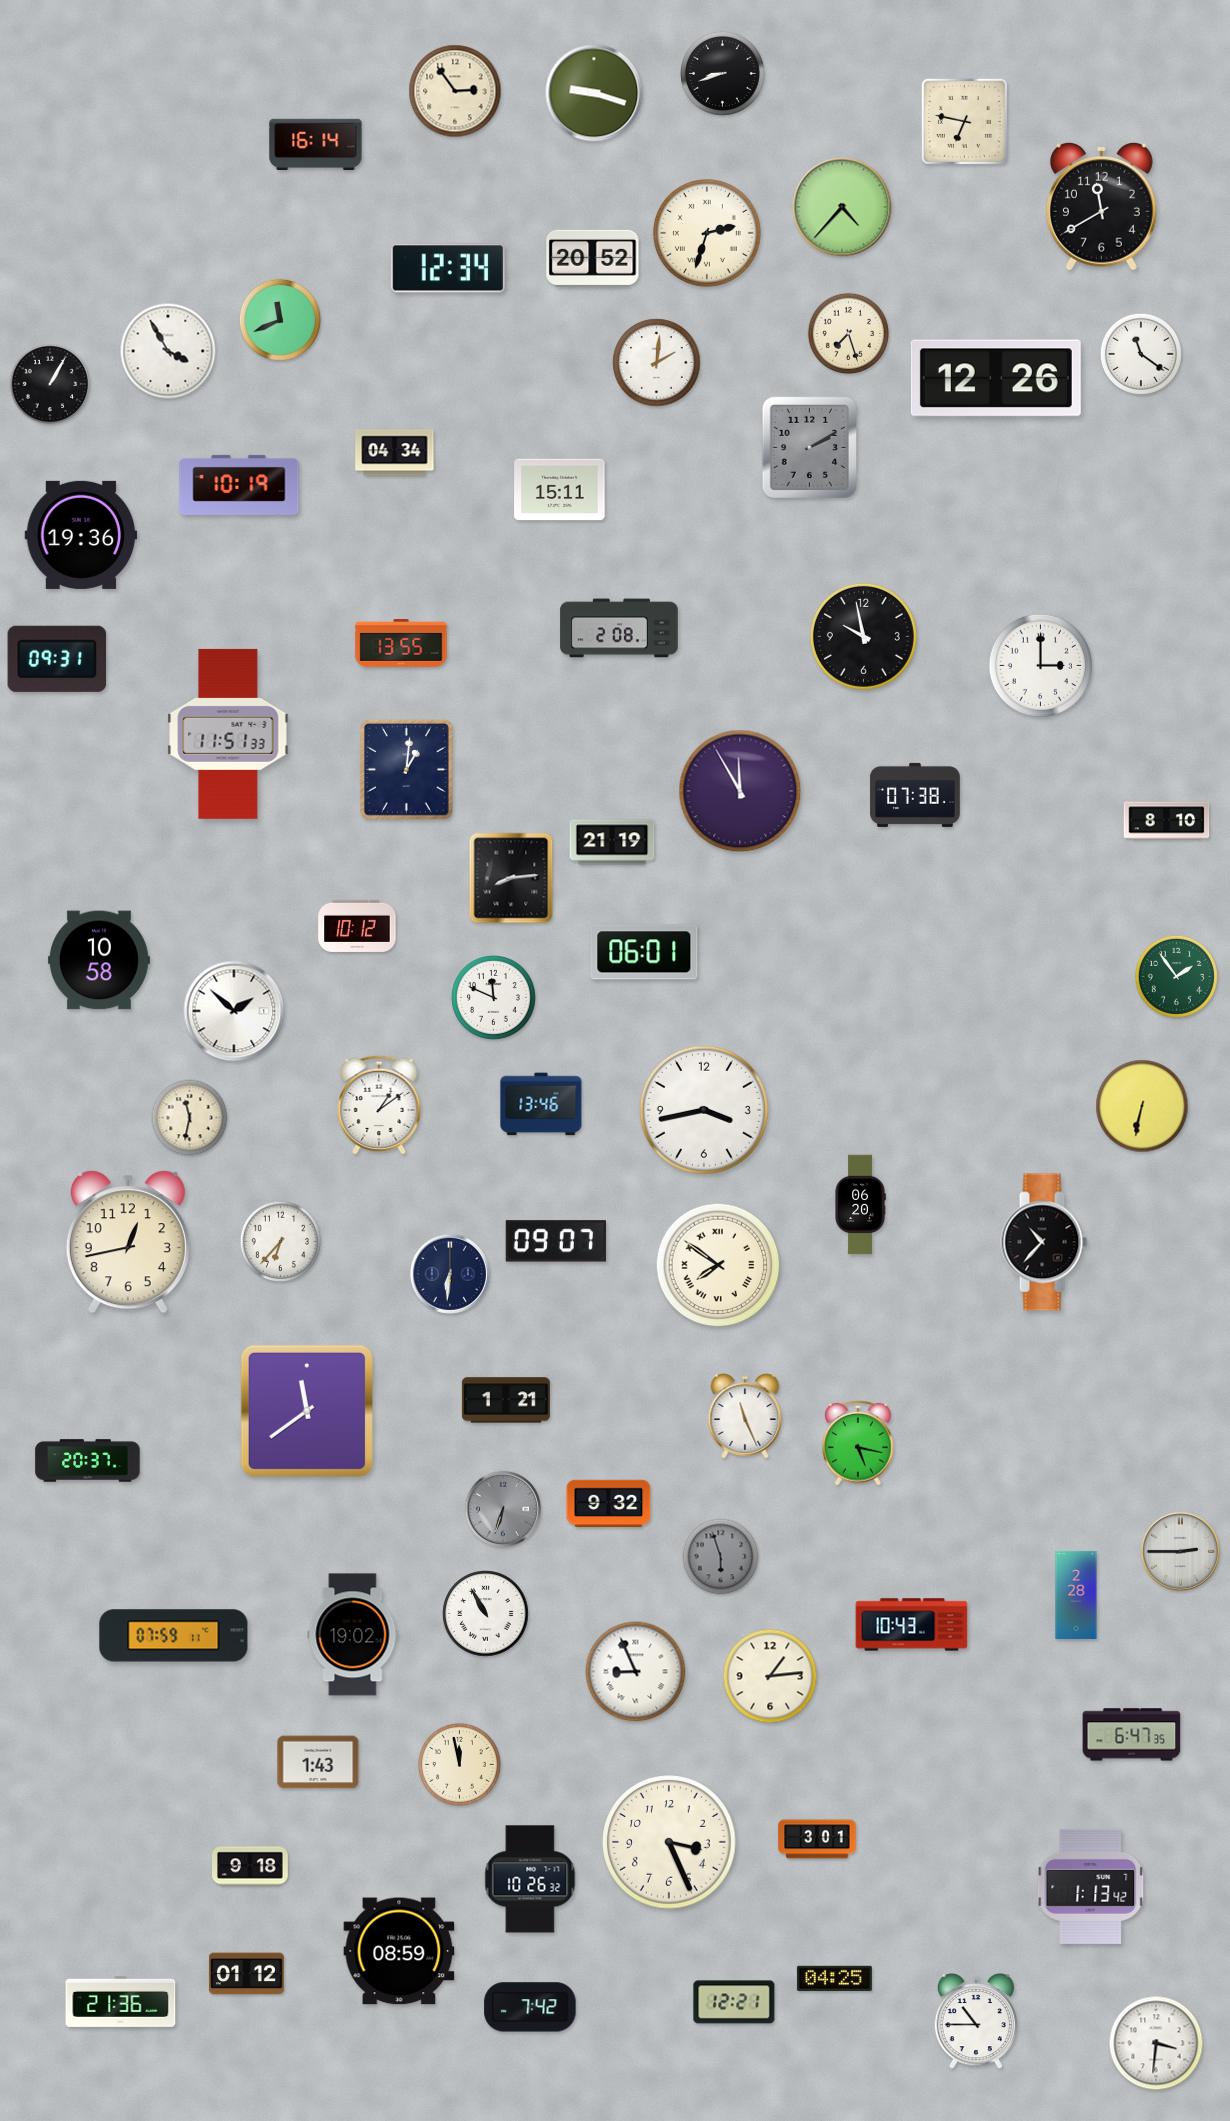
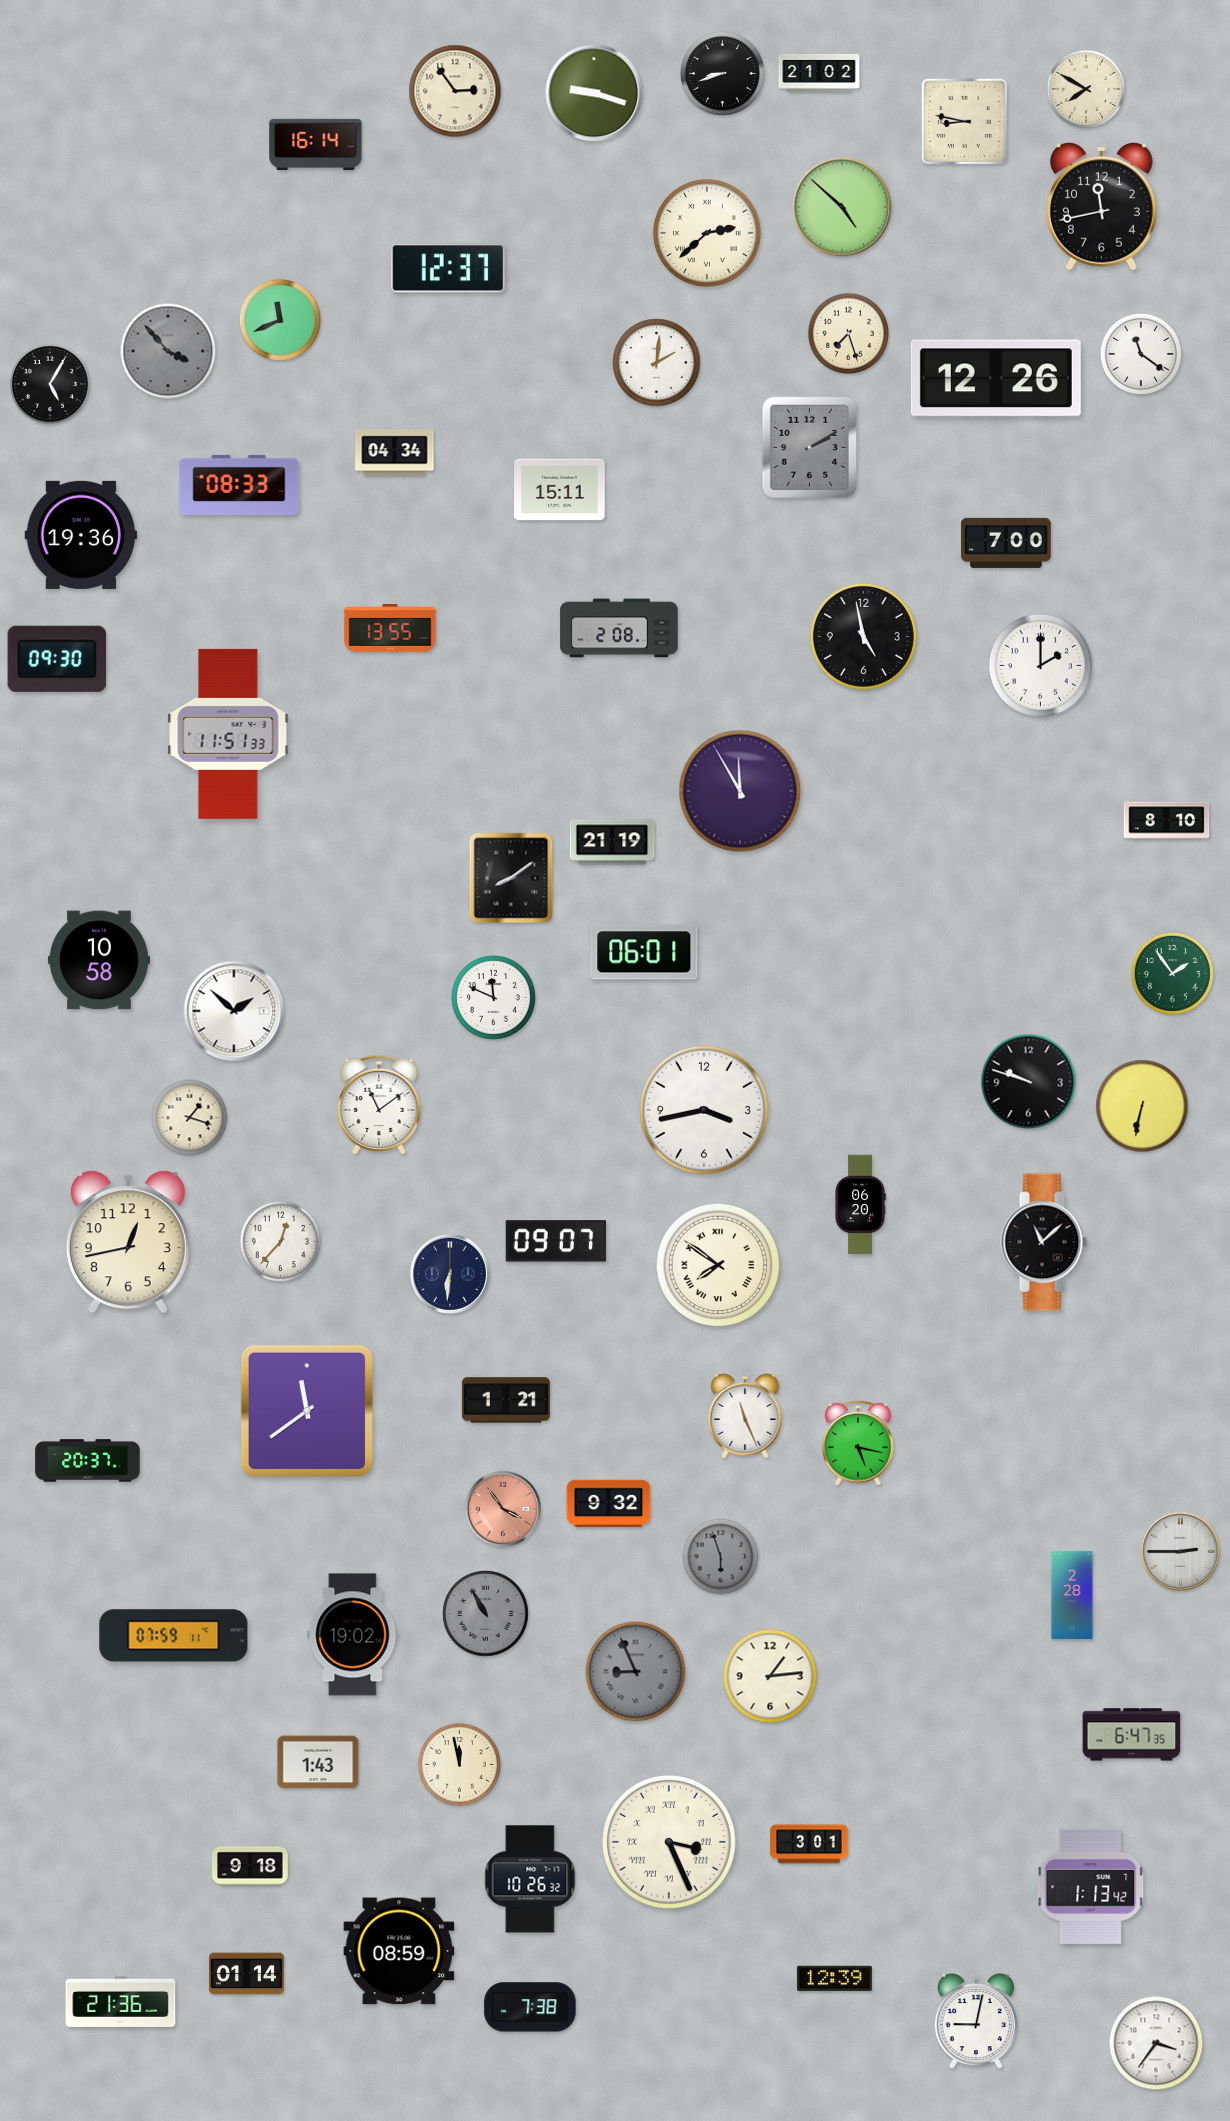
clock at (819, 73): none -> 21:02
clock at (1086, 89): none -> 7:50
clock at (964, 121): 6:47 -> 8:47
clock at (1102, 206): 11:40 -> 11:43
clock at (842, 207): 4:37 -> 4:52
clock at (707, 233): 2:33 -> 2:38
clock at (593, 258): 20:52 -> none
clock at (448, 268): 12:34 -> 12:37
clock at (168, 351): 3:55 -> 3:53
clock at (168, 351) dial: white -> grey
clock at (50, 384): 1:05 -> 5:05
clock at (239, 485): 10:19 -> 08:33
clock at (1006, 543): none -> 7:00
clock at (863, 636): 9:58 -> 4:58
clock at (401, 643) position: (401, 643) -> (390, 628)
clock at (57, 659): 09:31 -> 09:30
clock at (1040, 665): 3:00 -> 2:00
clock at (406, 769): 1:01 -> none
clock at (915, 795): 07:38 -> none
clock at (511, 878): 8:14 -> 8:09
clock at (357, 926): 10:12 -> none
clock at (1176, 976) position: (1176, 976) -> (1172, 973)
clock at (1029, 1082): none -> 9:48
clock at (541, 1104): 13:46 -> none
clock at (379, 1105): 1:09 -> 11:09
clock at (190, 1118): 11:32 -> 1:18
clock at (280, 1241): 6:37 -> 12:37
clock at (1044, 1242): 10:37 -> 11:08
clock at (503, 1509): 6:33 -> 3:54
clock at (503, 1509) dial: grey -> salmon
clock at (1076, 1595) position: (1076, 1595) -> (1072, 1595)
clock at (486, 1614) dial: white -> grey
clock at (912, 1625): 10:43 -> none
clock at (636, 1672) dial: white -> grey
clock at (817, 1839) position: (817, 1839) -> (809, 1844)
clock at (669, 1842) numerals: Arabic -> Roman
clock at (246, 1974): 01:12 -> 01:14
clock at (834, 1979): 04:25 -> 12:39
clock at (734, 2002): 12:21 -> none
clock at (530, 2007): 7:42 -> 7:38
clock at (975, 2022): 10:45 -> 9:02
clock at (1156, 2043): 3:31 -> 3:36
